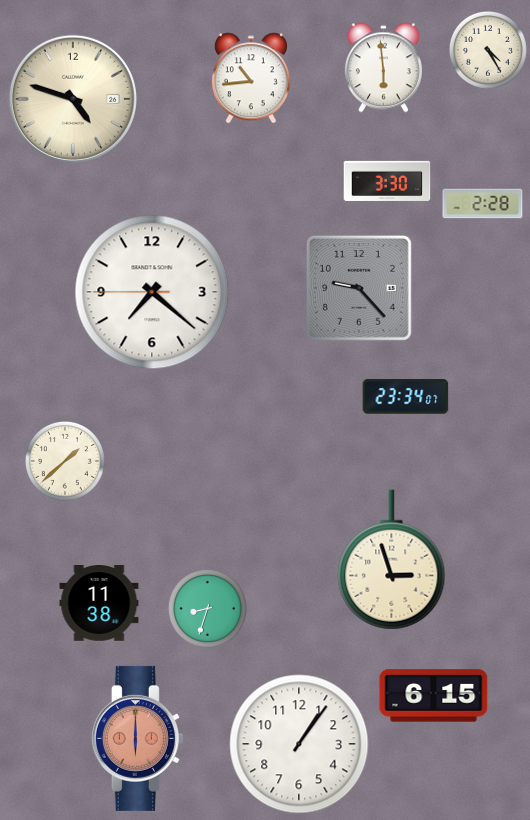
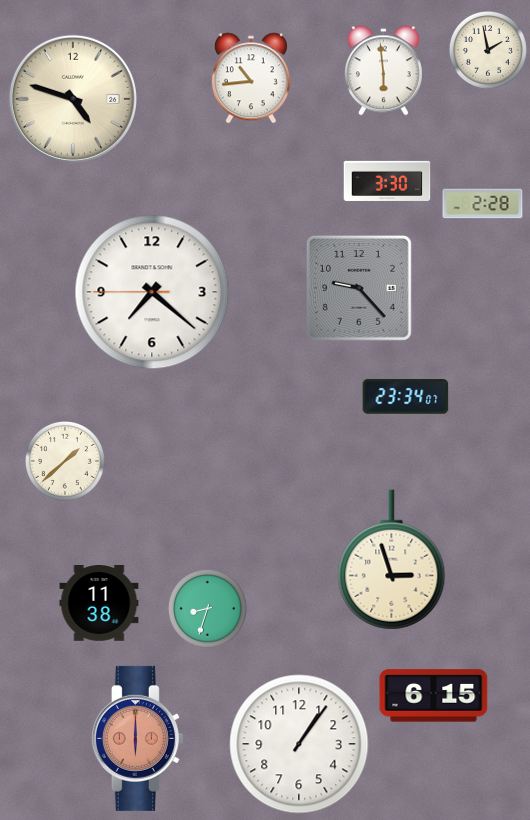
clock at (488, 50): 4:25 -> 1:58
clock at (383, 68) position: (383, 68) -> (383, 71)
